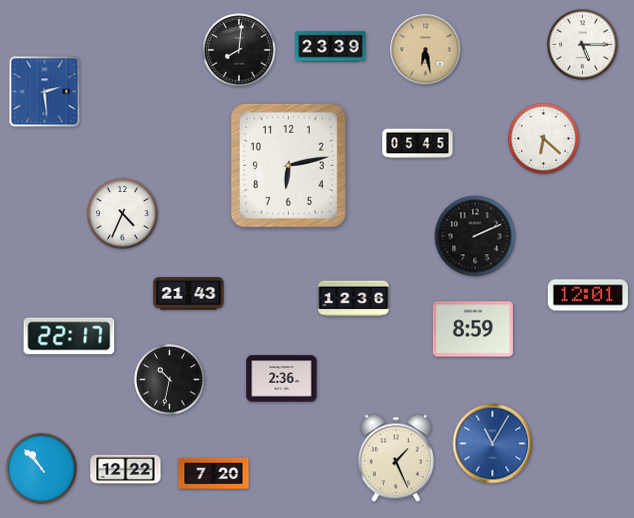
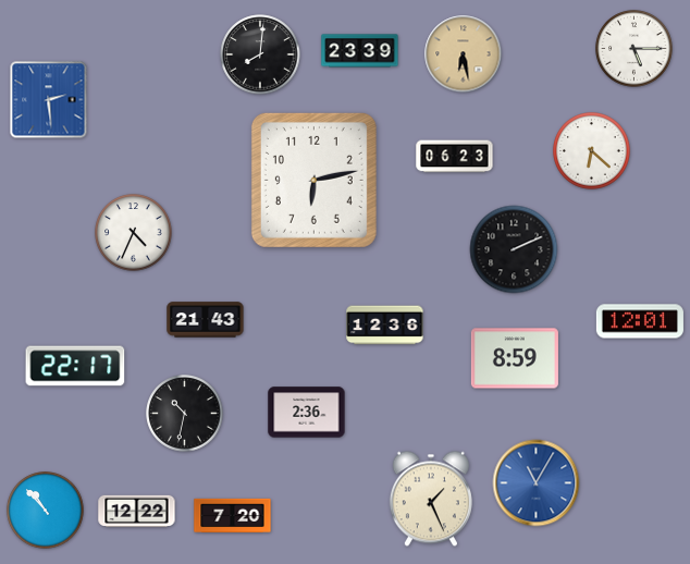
clock at (418, 144): 05:45 -> 06:23
clock at (475, 236) position: (475, 236) -> (514, 249)
